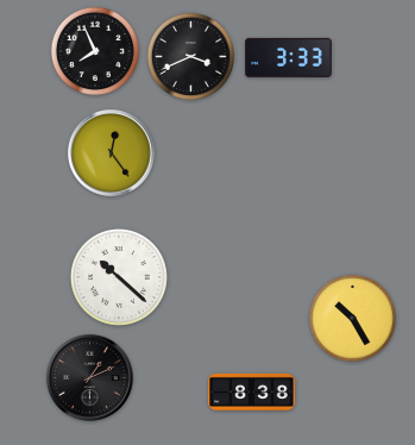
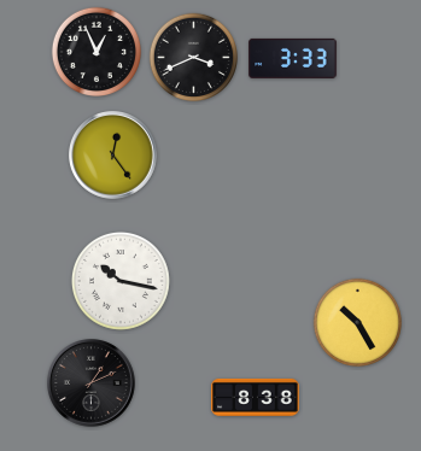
clock at (94, 50): 7:56 -> 12:56
clock at (119, 277): 10:22 -> 10:17
